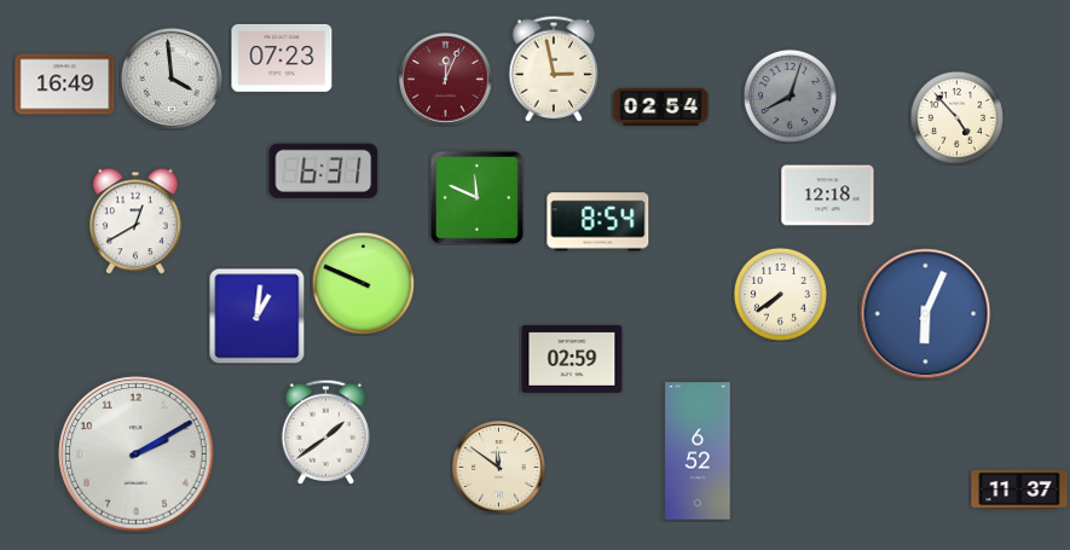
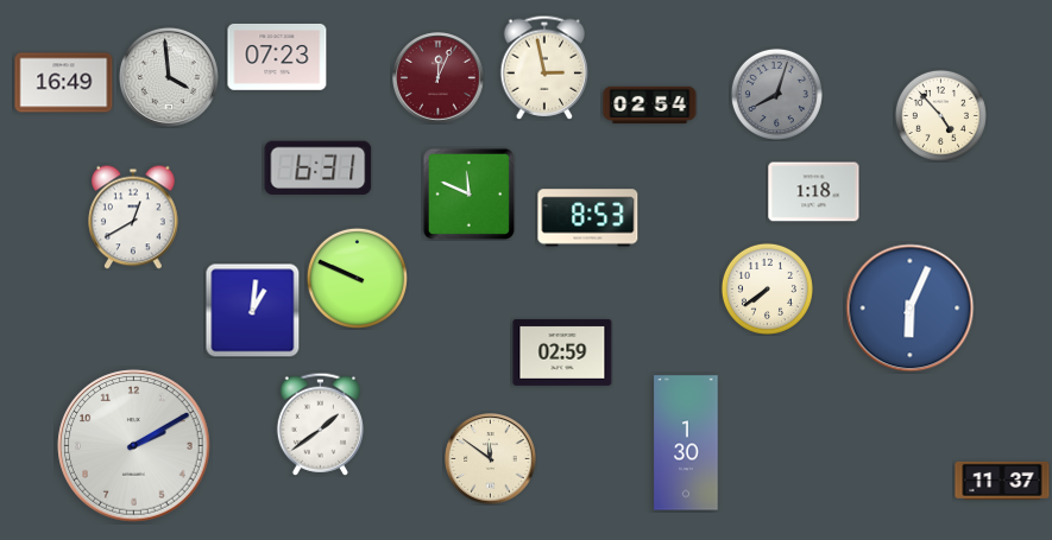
clock at (828, 196): 12:18 -> 1:18
clock at (598, 222): 8:54 -> 8:53
clock at (698, 451): 6:52 -> 1:30
